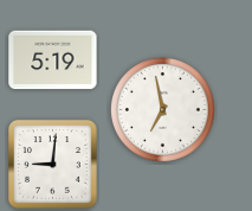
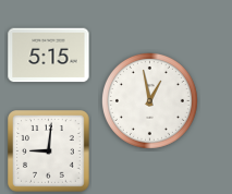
clock at (53, 60): 5:19 -> 5:15
clock at (162, 109): 6:58 -> 12:58
